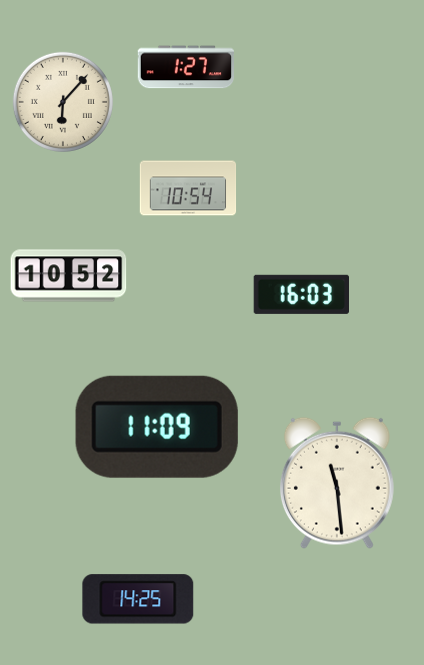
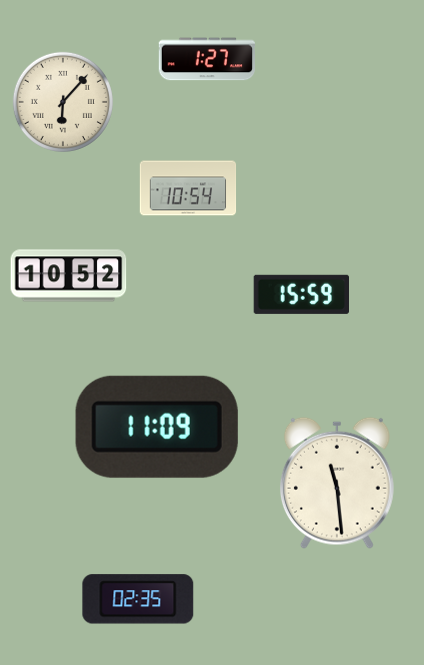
clock at (185, 67) position: (185, 67) -> (206, 59)
clock at (301, 294): 16:03 -> 15:59
clock at (138, 599): 14:25 -> 02:35
